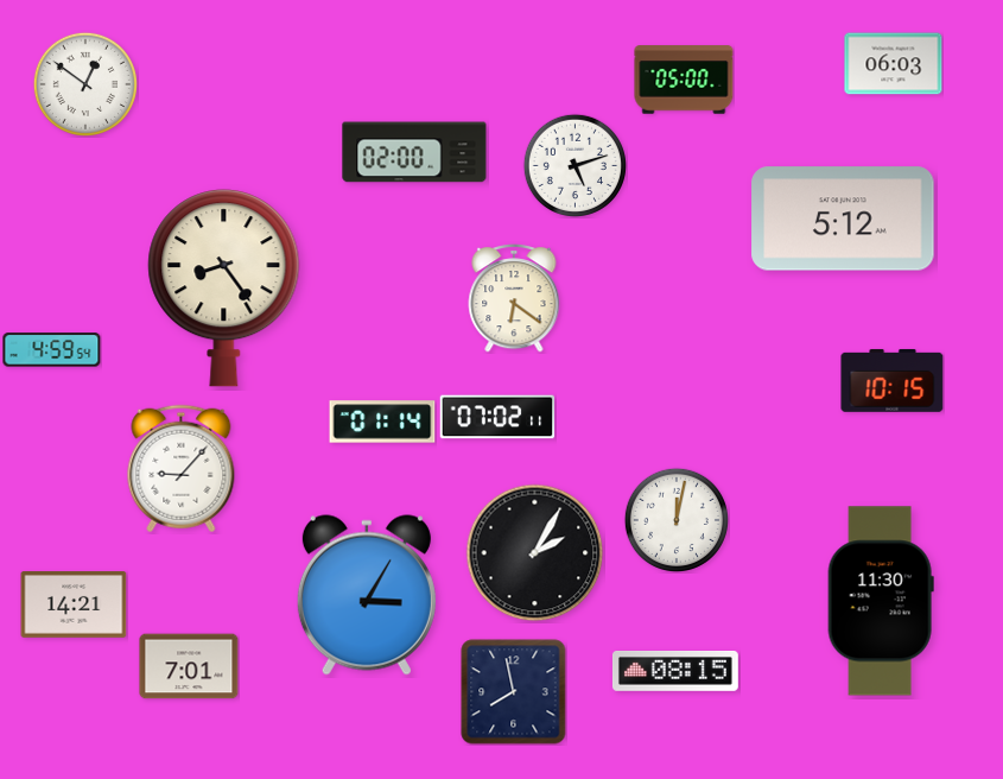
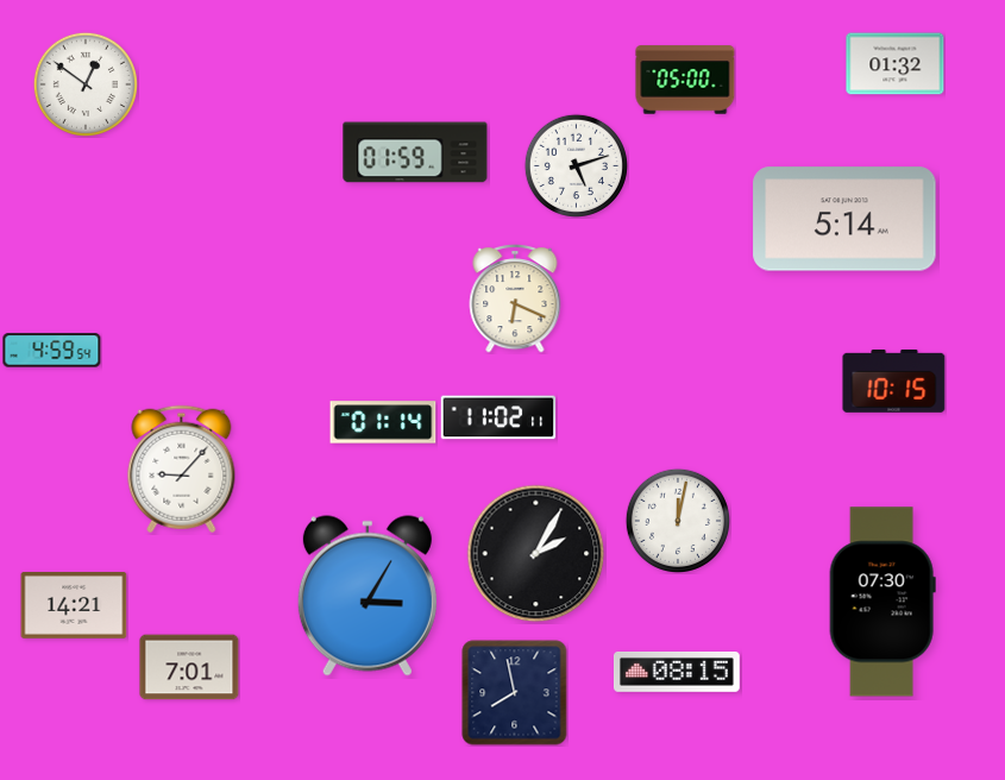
clock at (894, 64): 06:03 -> 01:32
clock at (414, 152): 02:00 -> 01:59
clock at (843, 218): 5:12 -> 5:14
clock at (224, 289): 8:24 -> none
clock at (514, 299): 6:21 -> 6:19
clock at (497, 417): 07:02 -> 11:02
clock at (881, 601): 11:30 -> 07:30
